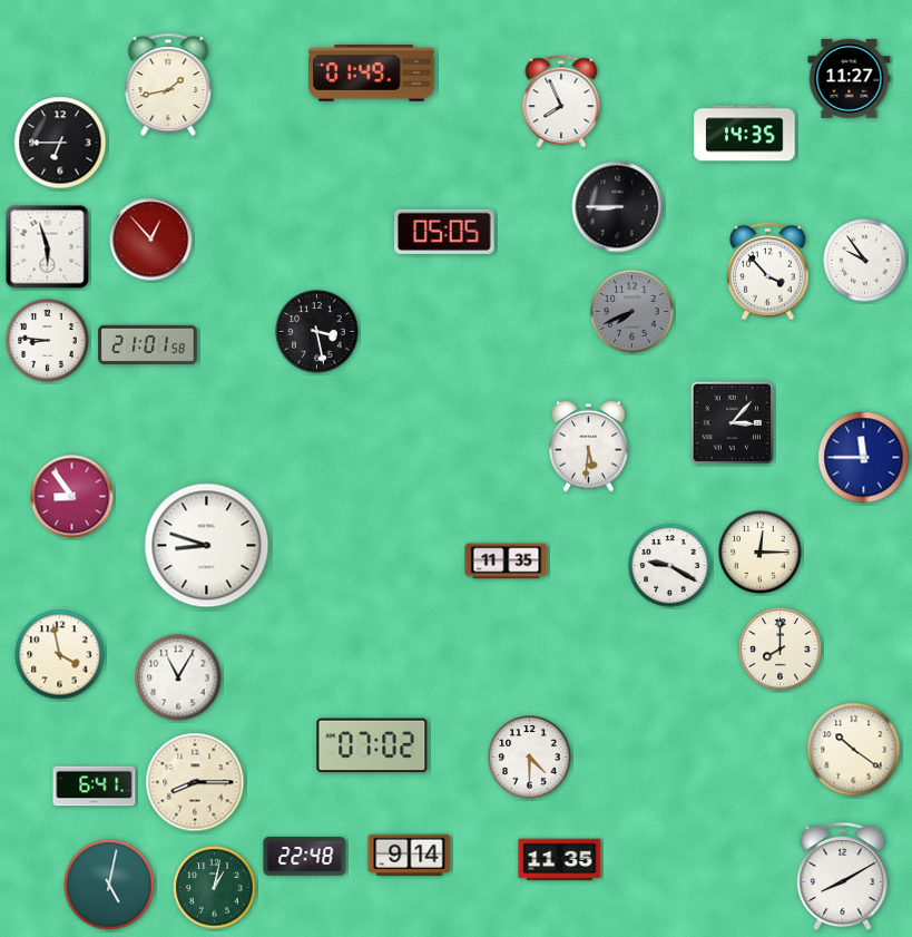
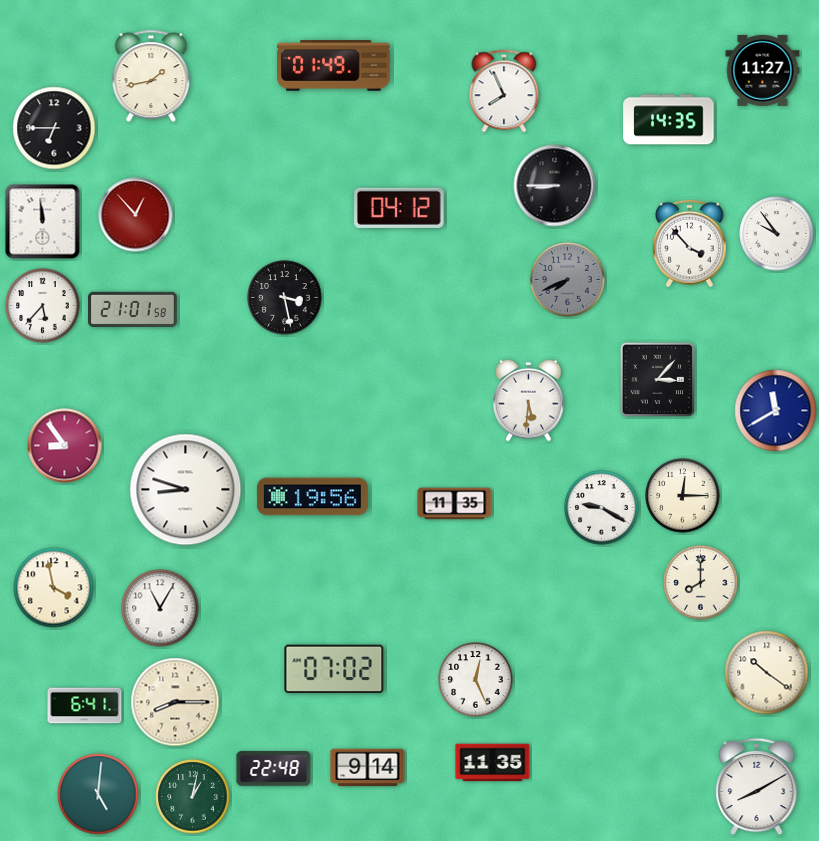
clock at (445, 232): 05:05 -> 04:12
clock at (48, 247): 5:57 -> 11:59
clock at (48, 341): 8:46 -> 5:37
clock at (864, 458): 11:45 -> 11:40
clock at (312, 497): none -> 19:56
clock at (530, 758): 4:30 -> 12:26
clock at (560, 860) position: (560, 860) -> (493, 763)
clock at (109, 885): 5:02 -> 5:01
